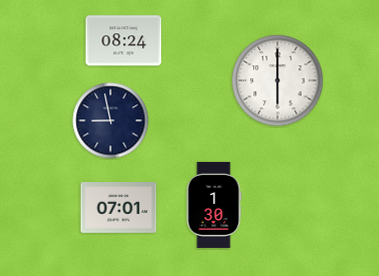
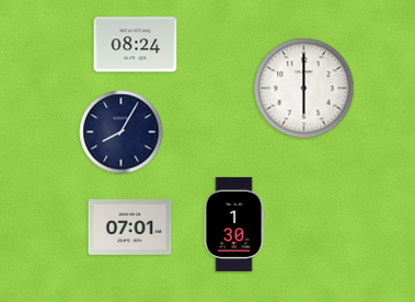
clock at (111, 121): 8:58 -> 8:05
